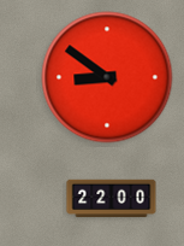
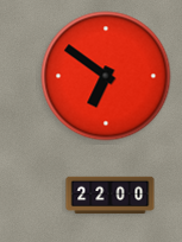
clock at (107, 77): 8:51 -> 6:51
